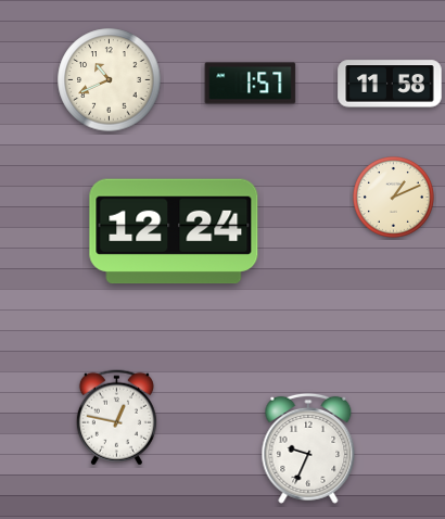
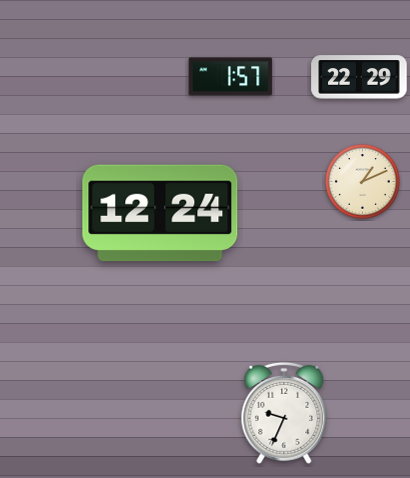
clock at (110, 80): 10:41 -> none
clock at (390, 84): 11:58 -> 22:29
clock at (116, 418): 12:47 -> none
